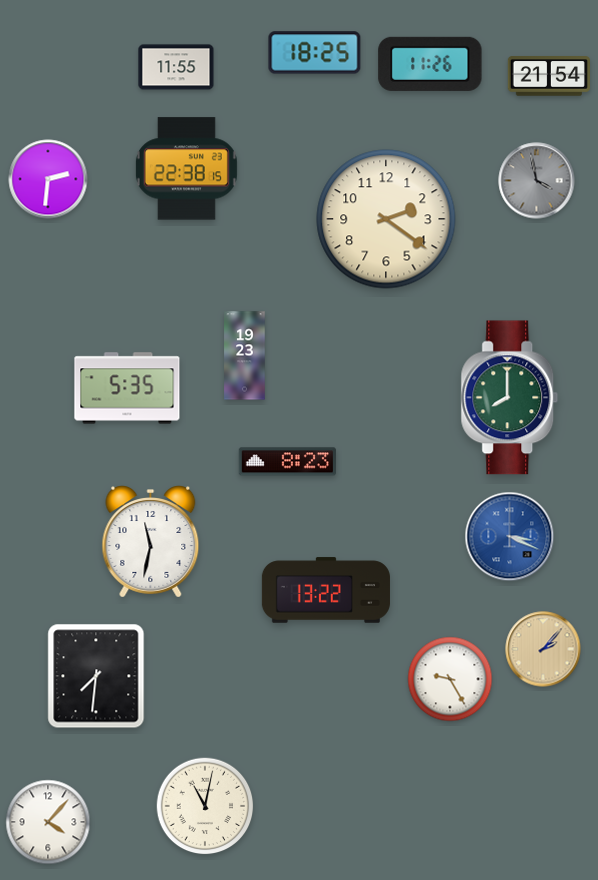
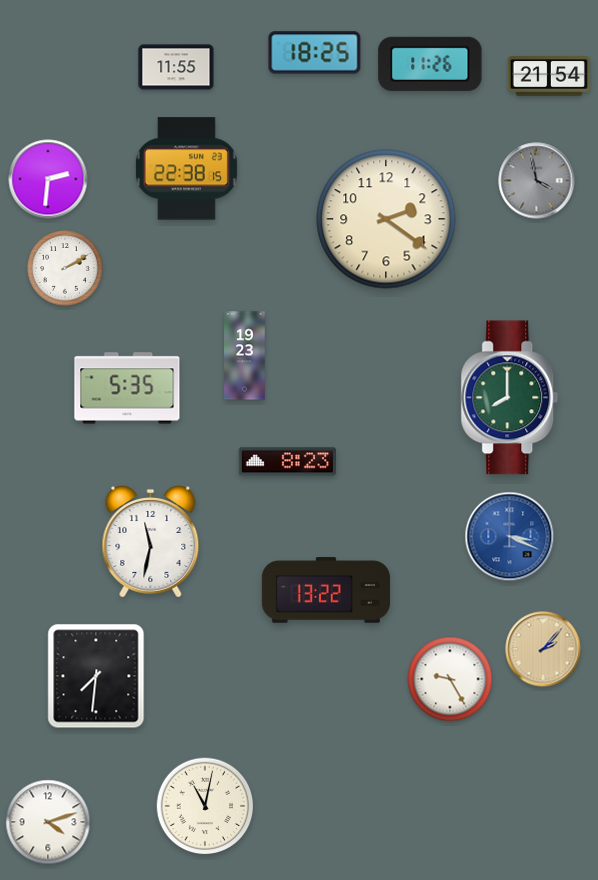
clock at (65, 268): none -> 2:10
clock at (48, 822): 4:07 -> 4:12
